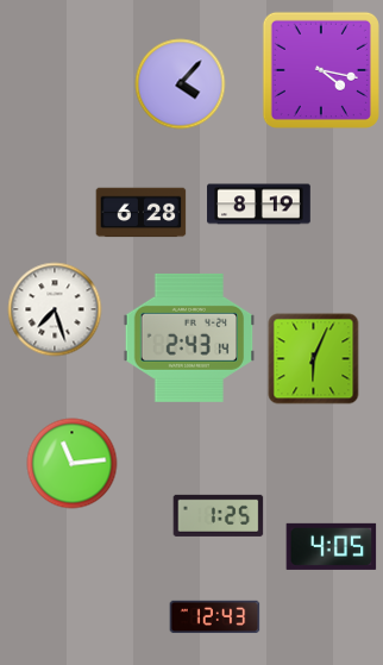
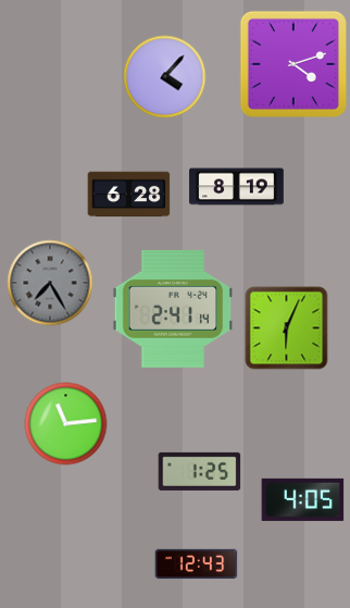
clock at (321, 70): 4:17 -> 4:12
clock at (55, 309): 7:27 -> 7:25
clock at (55, 309) dial: white -> grey
clock at (189, 338): 2:43 -> 2:41
